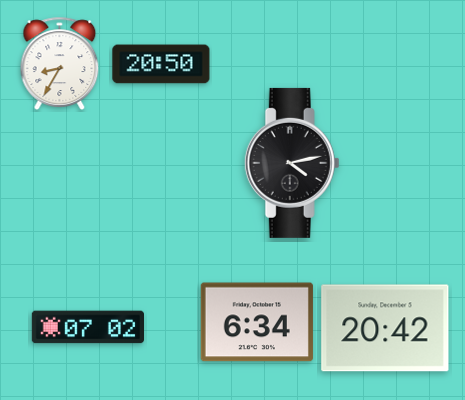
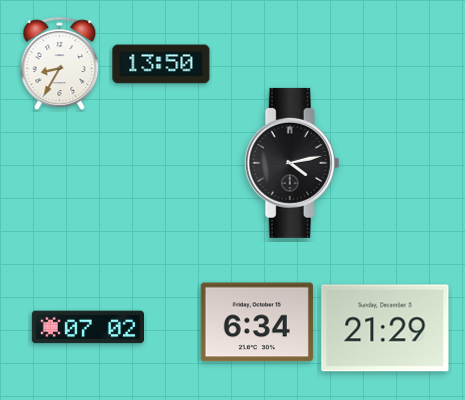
clock at (161, 64): 20:50 -> 13:50
clock at (385, 328): 20:42 -> 21:29
